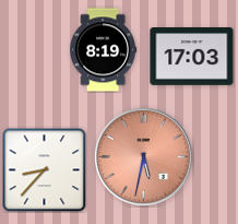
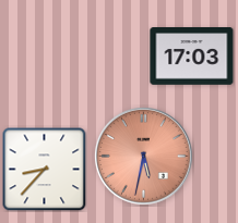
clock at (104, 50): 8:19 -> none
